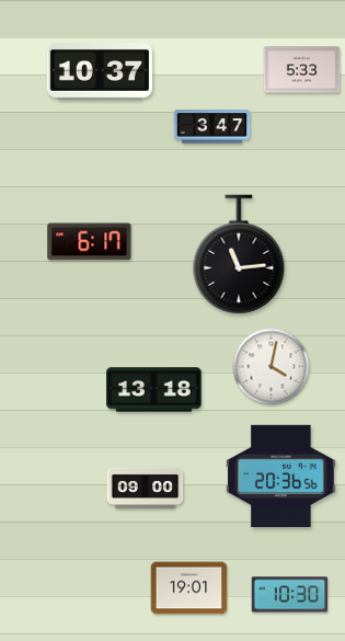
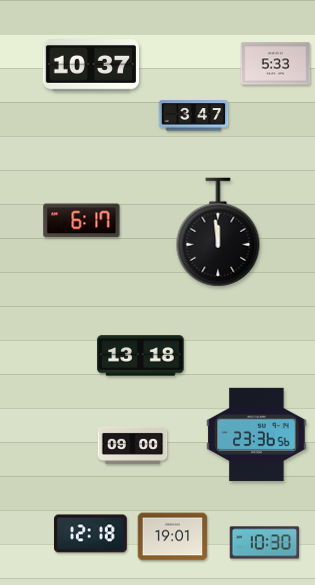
clock at (239, 254): 11:14 -> 11:59
clock at (272, 367): 4:02 -> none
clock at (281, 476): 20:36 -> 23:36
clock at (91, 534): none -> 12:18
